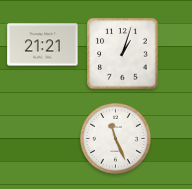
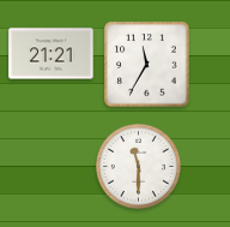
clock at (123, 54): 1:03 -> 11:35
clock at (115, 138): 11:26 -> 11:30
